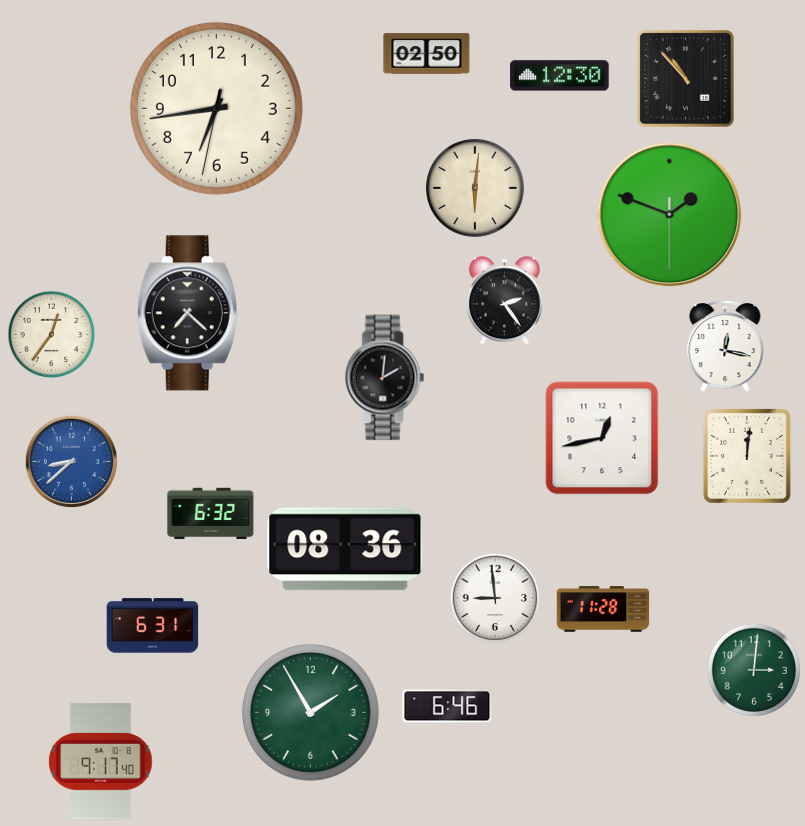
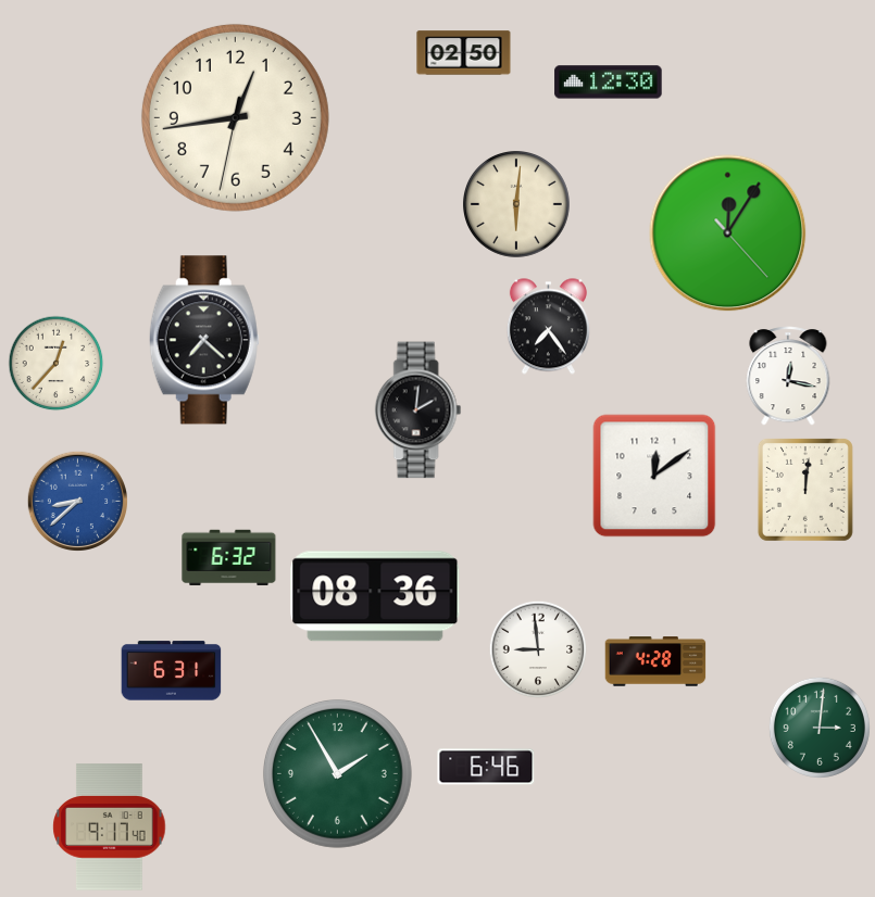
clock at (427, 54) position: (427, 54) -> (464, 53)
clock at (686, 79): 10:53 -> none
clock at (216, 108): 6:43 -> 12:43
clock at (670, 215): 1:48 -> 12:05
clock at (504, 301): 2:24 -> 7:24
clock at (52, 335): 12:36 -> 12:37
clock at (602, 438): 12:43 -> 12:09
clock at (747, 456) position: (747, 456) -> (805, 490)
clock at (603, 609): 11:28 -> 4:28
clock at (153, 626) position: (153, 626) -> (172, 671)
